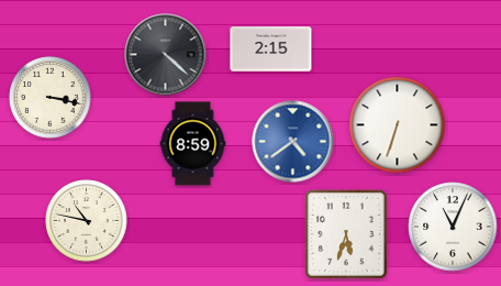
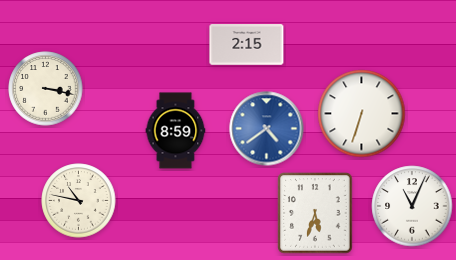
clock at (166, 55): 4:22 -> none
